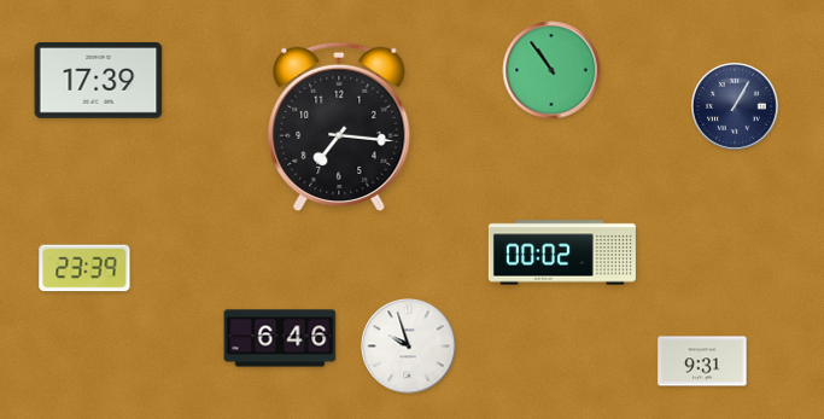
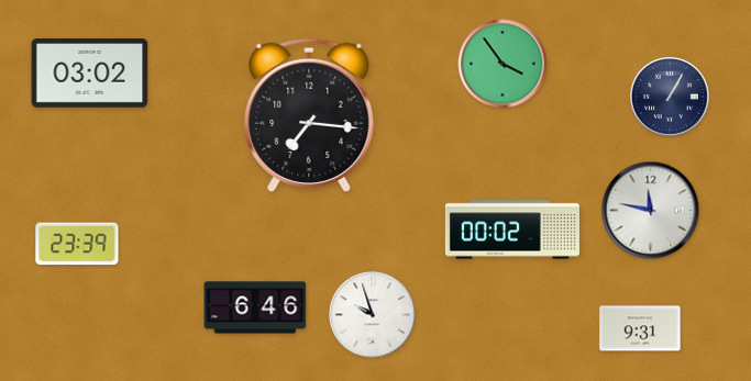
clock at (551, 70): 10:54 -> 3:54
clock at (99, 81): 17:39 -> 03:02
clock at (651, 211): none -> 11:47
